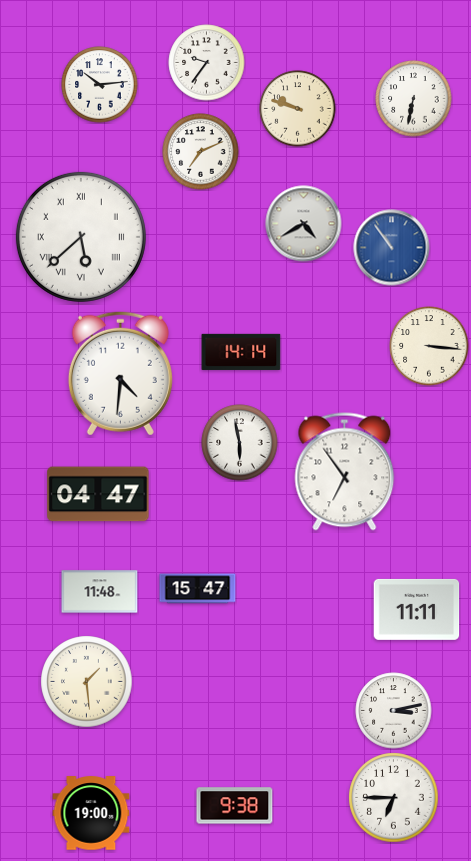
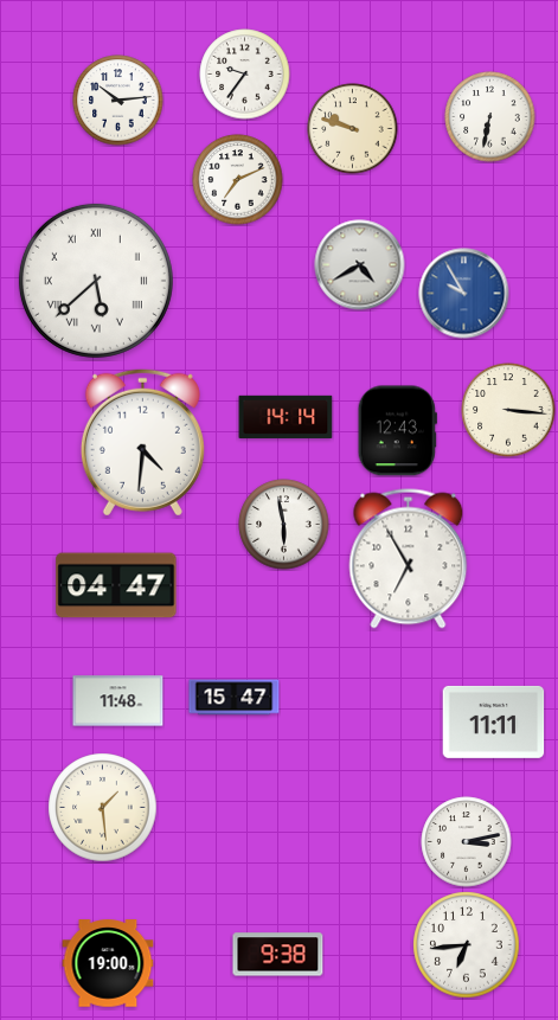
clock at (392, 248): 10:54 -> 9:55
clock at (397, 431): none -> 12:43
clock at (345, 472): 6:54 -> 6:55
clock at (394, 798): 6:45 -> 6:44
